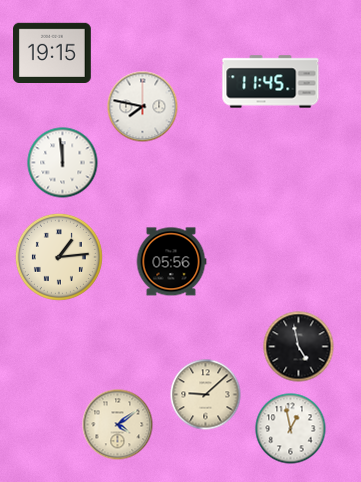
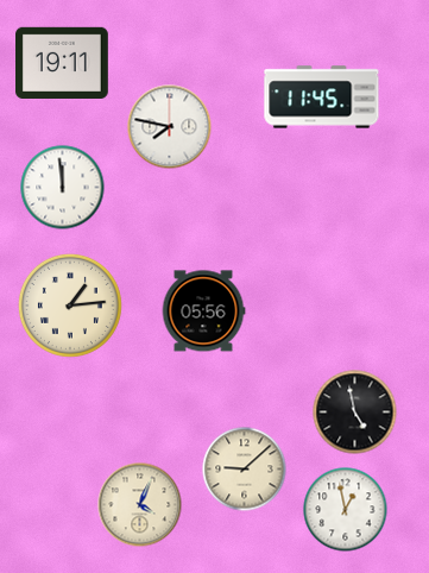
clock at (53, 52): 19:15 -> 19:11
clock at (63, 163) position: (63, 163) -> (63, 188)
clock at (118, 425): 4:09 -> 4:04
